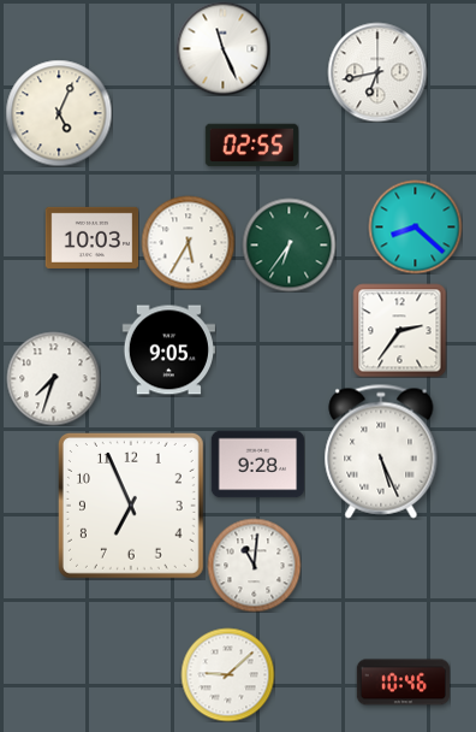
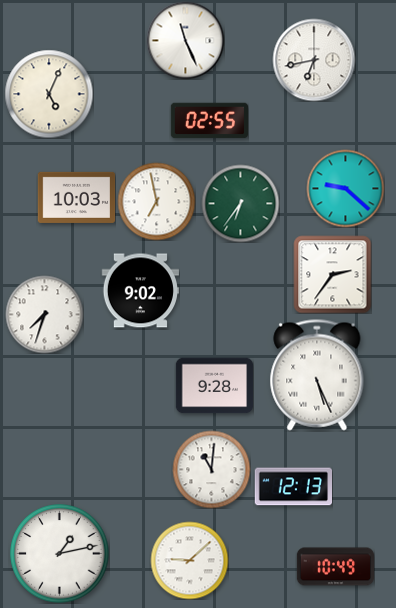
clock at (415, 226): 8:22 -> 9:22
clock at (188, 242): 5:35 -> 6:58
clock at (168, 350): 9:05 -> 9:02
clock at (131, 506): 6:56 -> none
clock at (293, 487): none -> 12:13
clock at (60, 554): none -> 1:13
clock at (403, 683): 10:46 -> 10:49
